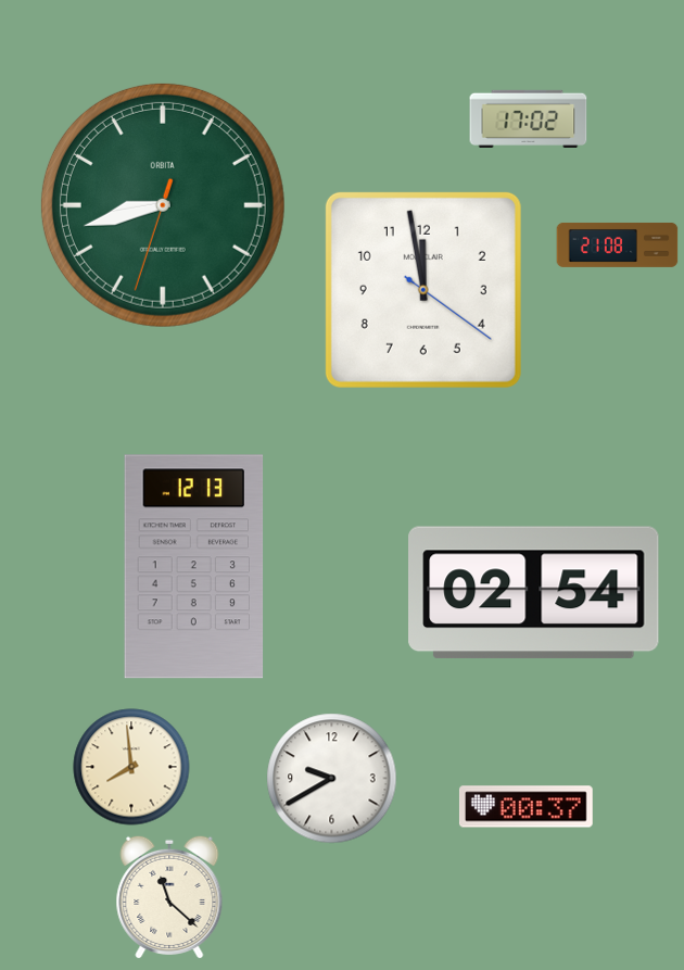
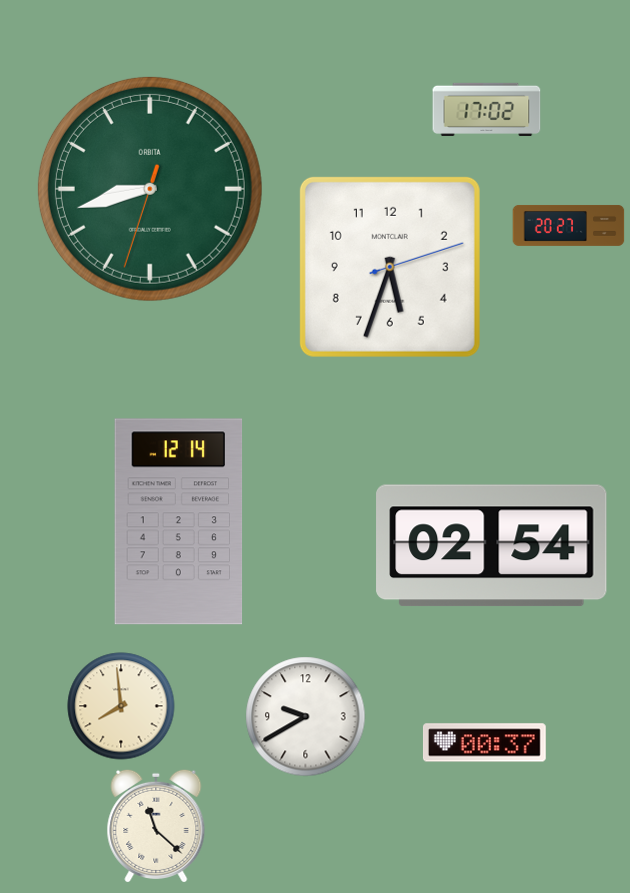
clock at (618, 244): 21:08 -> 20:27
clock at (423, 290): 11:58 -> 5:33
clock at (194, 567): 12:13 -> 12:14
